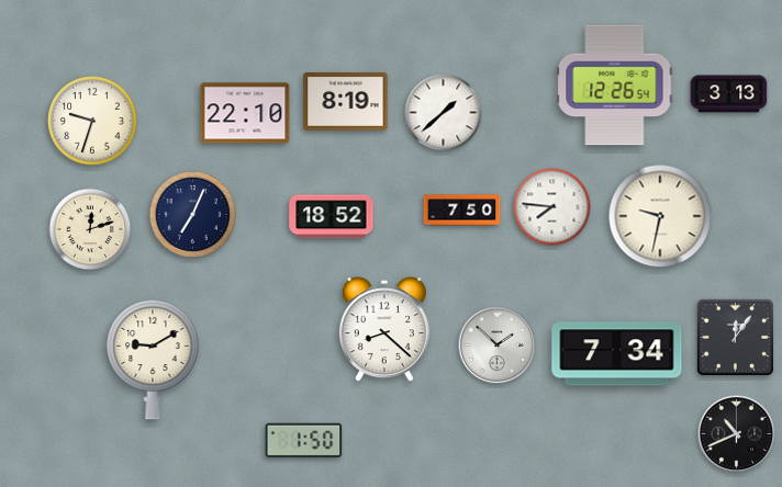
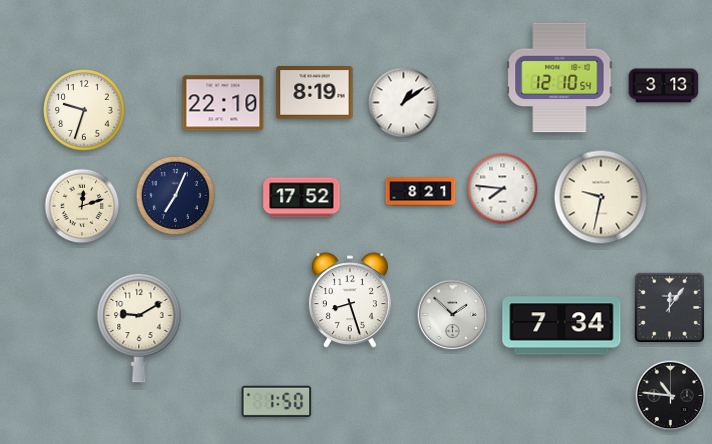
clock at (615, 86): 12:26 -> 12:10
clock at (444, 113): 1:38 -> 1:09
clock at (462, 211): 7:50 -> 8:21
clock at (332, 217): 18:52 -> 17:52
clock at (90, 229) position: (90, 229) -> (82, 206)
clock at (384, 330): 8:22 -> 8:27
clock at (617, 354) position: (617, 354) -> (562, 326)
clock at (737, 434): 10:41 -> 10:46
